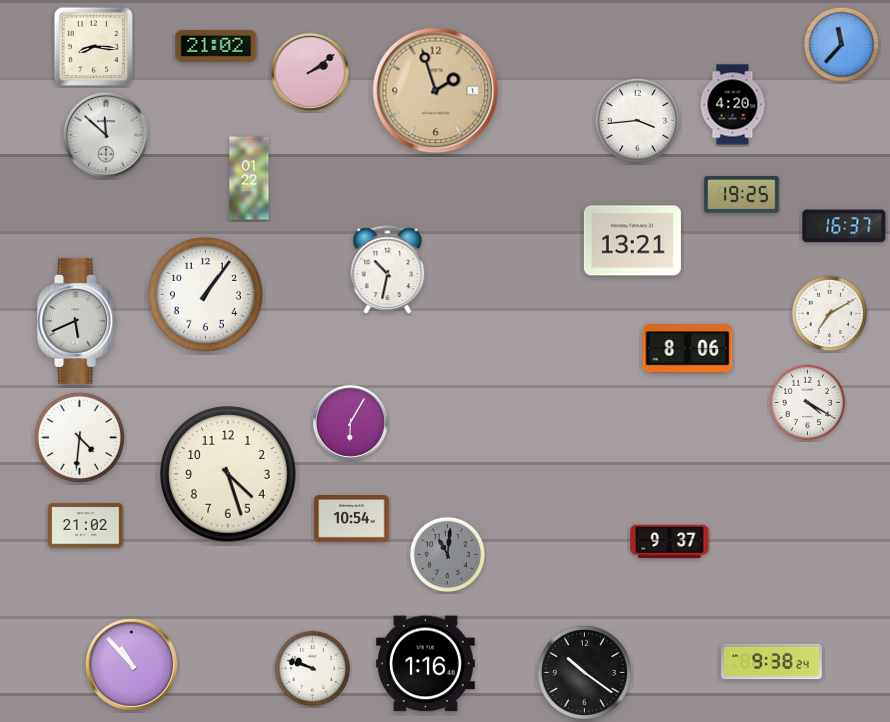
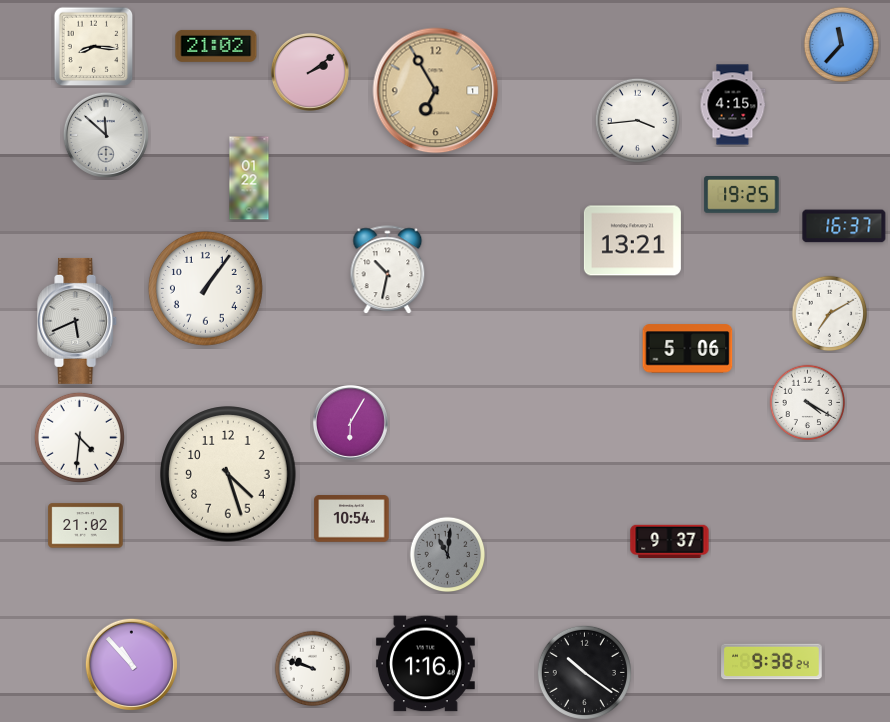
clock at (436, 91): 1:57 -> 6:55
clock at (733, 105): 4:20 -> 4:15
clock at (205, 294) position: (205, 294) -> (205, 288)
clock at (688, 349): 8:06 -> 5:06
